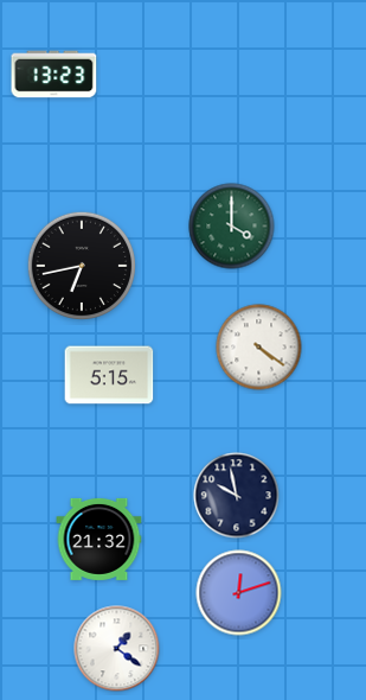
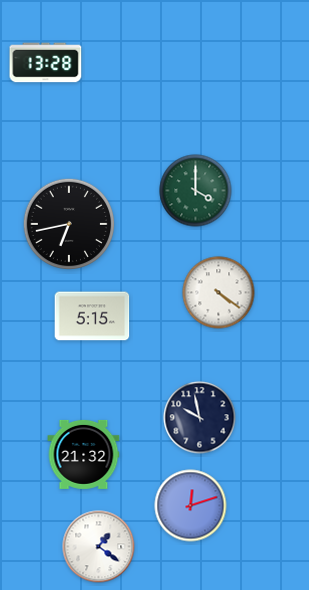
clock at (54, 75): 13:23 -> 13:28
clock at (239, 593) position: (239, 593) -> (191, 506)
